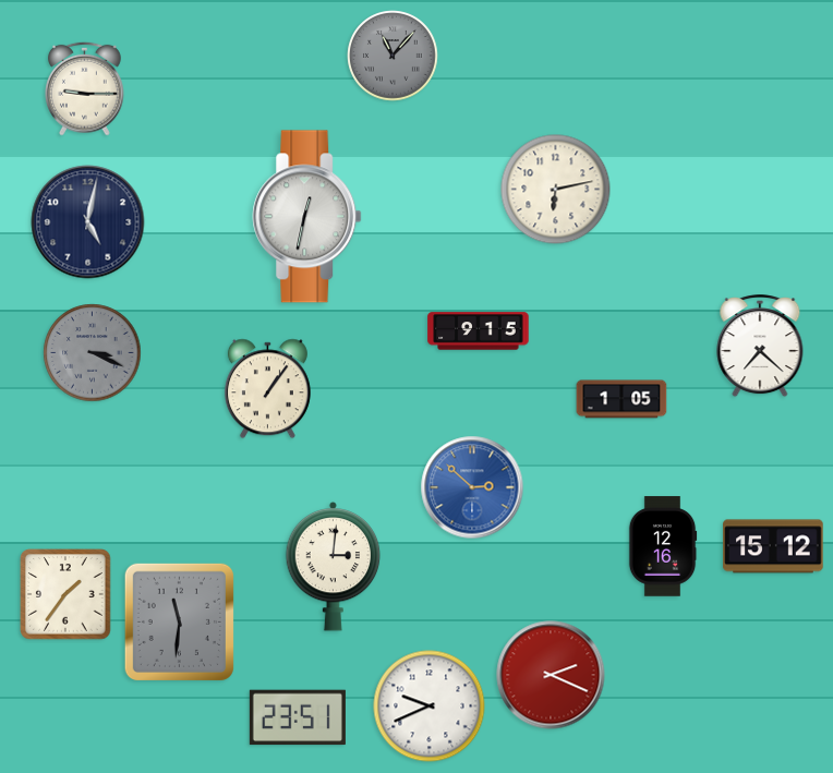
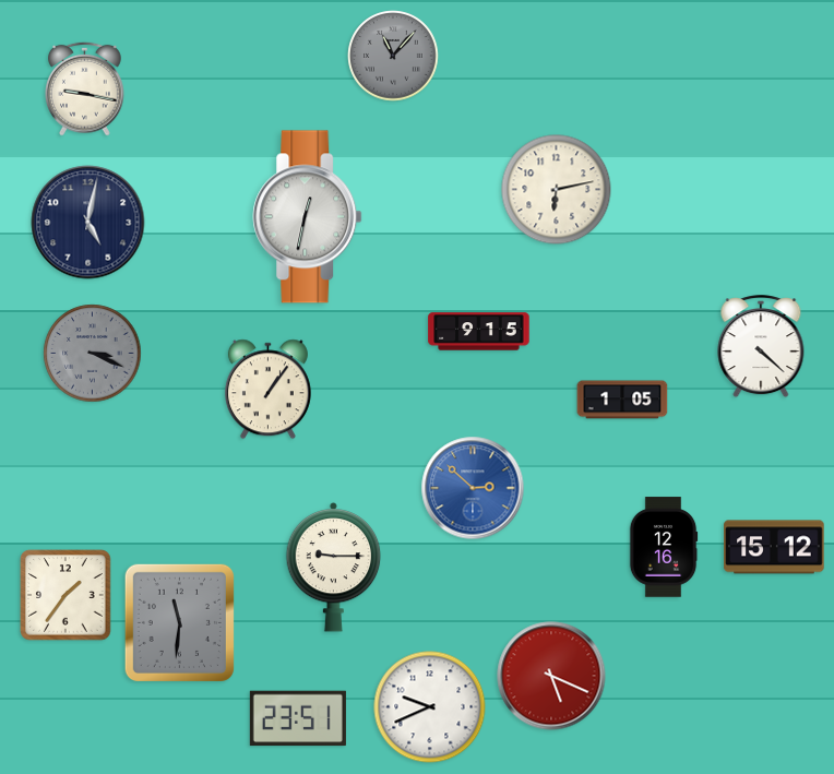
clock at (85, 88): 9:15 -> 9:17
clock at (760, 347): 7:22 -> 4:22
clock at (334, 566): 3:01 -> 9:15
clock at (551, 675): 2:19 -> 5:19
